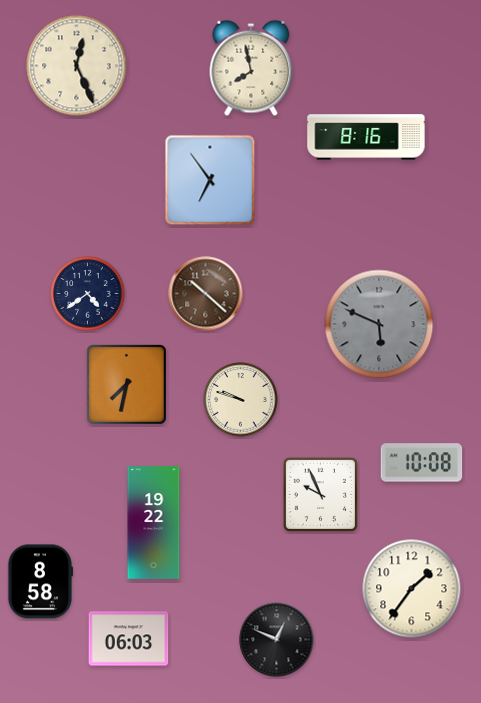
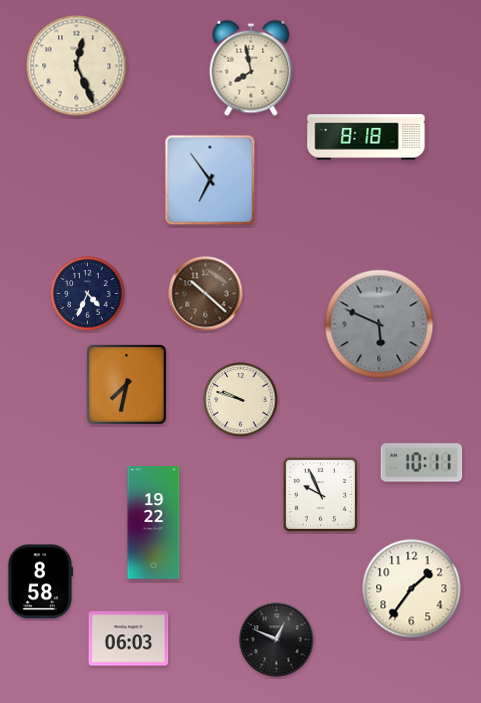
clock at (366, 137): 8:16 -> 8:18
clock at (88, 294): 4:39 -> 4:34
clock at (422, 463): 10:08 -> 10:11
